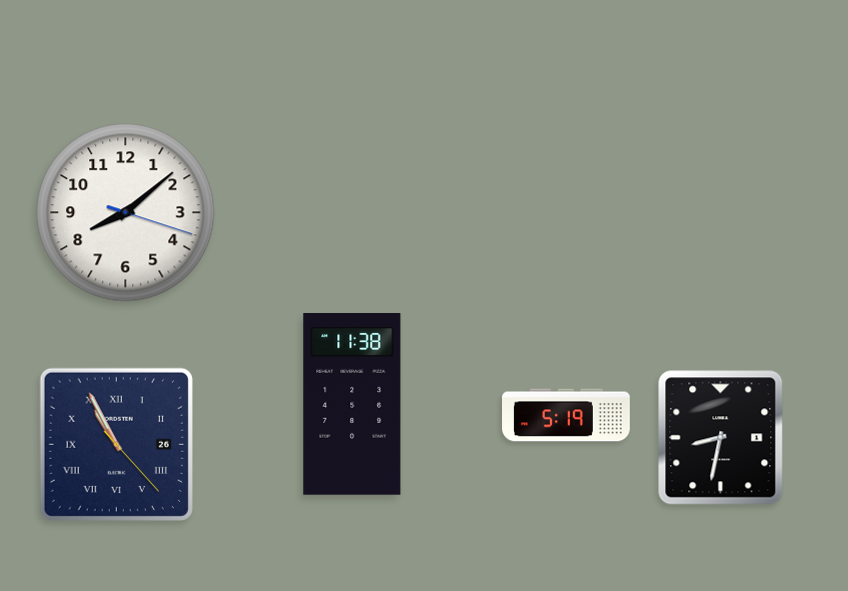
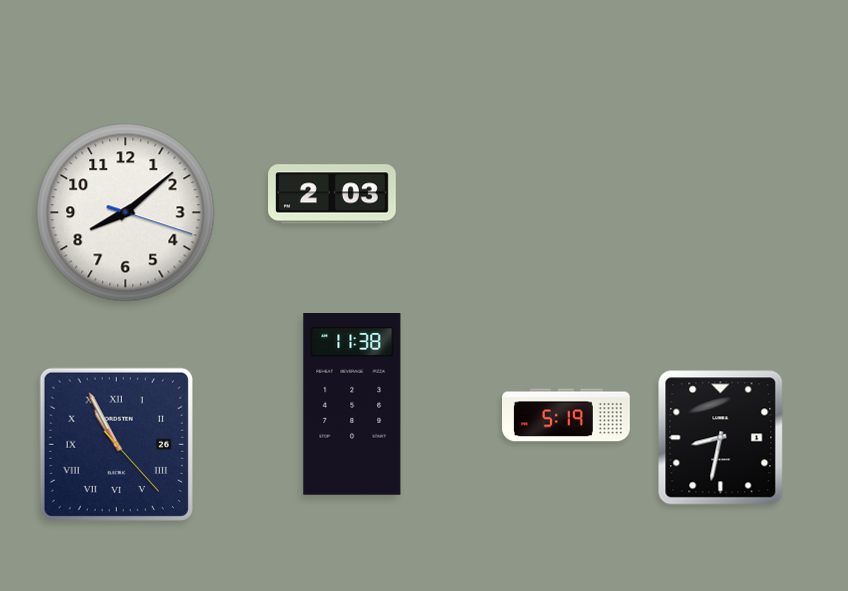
clock at (333, 194): none -> 2:03
